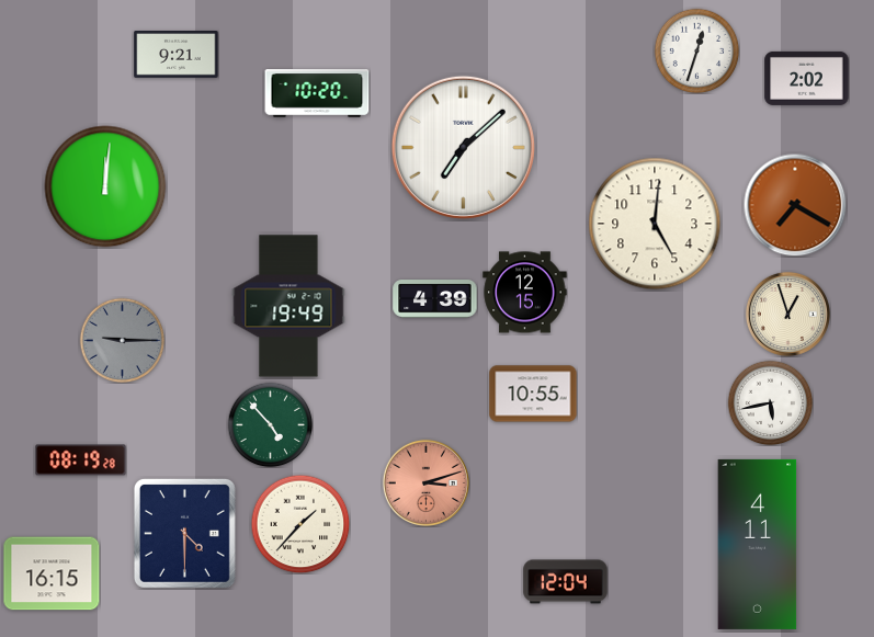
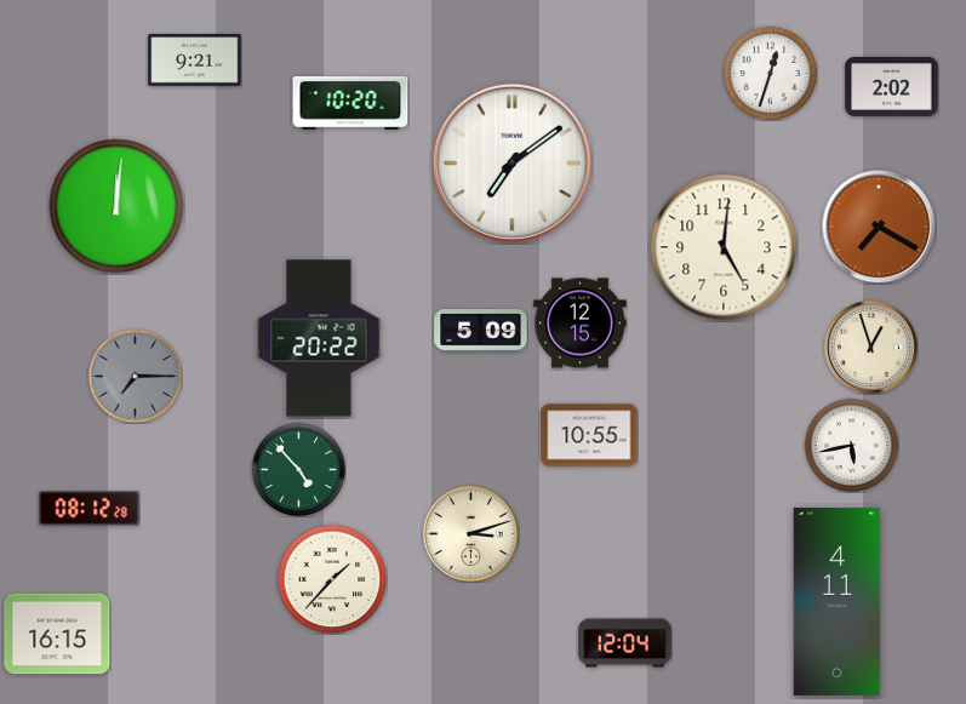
clock at (696, 50) position: (696, 50) -> (770, 73)
clock at (463, 147): 7:08 -> 7:09
clock at (435, 299): 4:39 -> 5:09
clock at (288, 306): 19:49 -> 20:22
clock at (122, 340): 9:15 -> 7:15
clock at (81, 460): 08:19 -> 08:12
clock at (425, 482) dial: salmon -> cream
clock at (184, 533): 4:30 -> none
